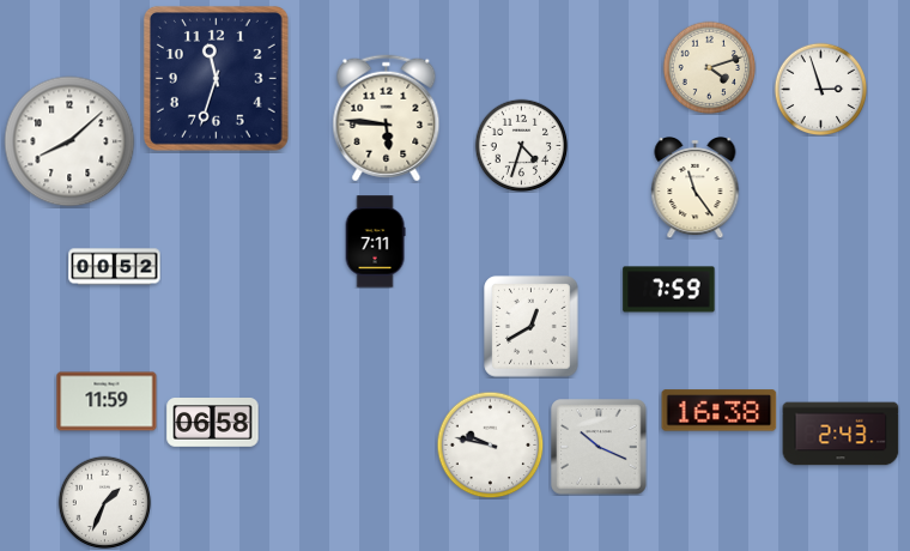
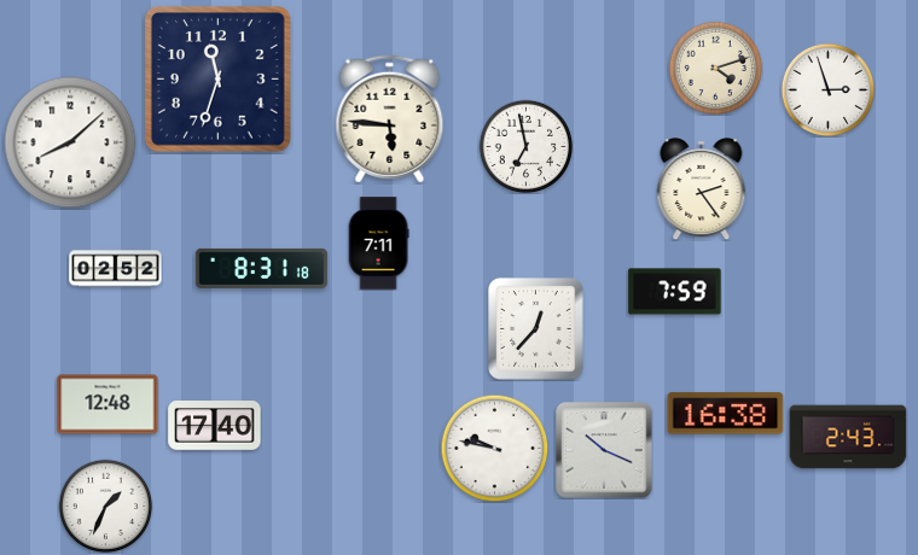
clock at (521, 145): 4:33 -> 6:58
clock at (696, 188): 11:24 -> 2:24
clock at (261, 268): none -> 8:31
clock at (115, 267): 00:52 -> 02:52
clock at (532, 327): 12:40 -> 12:37
clock at (107, 401): 11:59 -> 12:48
clock at (213, 423): 06:58 -> 17:40
